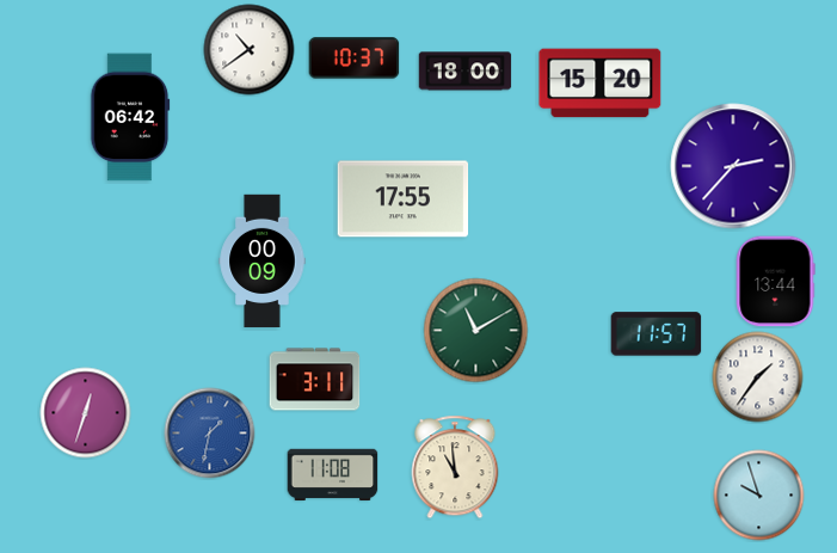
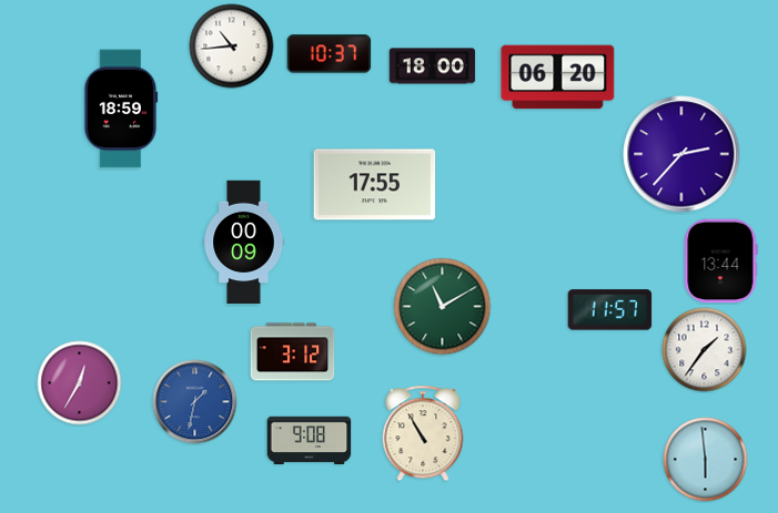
clock at (250, 50): 10:39 -> 10:44
clock at (601, 84): 15:20 -> 06:20
clock at (130, 117): 06:42 -> 18:59
clock at (315, 380): 3:11 -> 3:12
clock at (86, 413): 12:33 -> 12:35
clock at (455, 467): 10:59 -> 10:55
clock at (333, 474): 11:08 -> 9:08
clock at (759, 496): 9:57 -> 5:59
